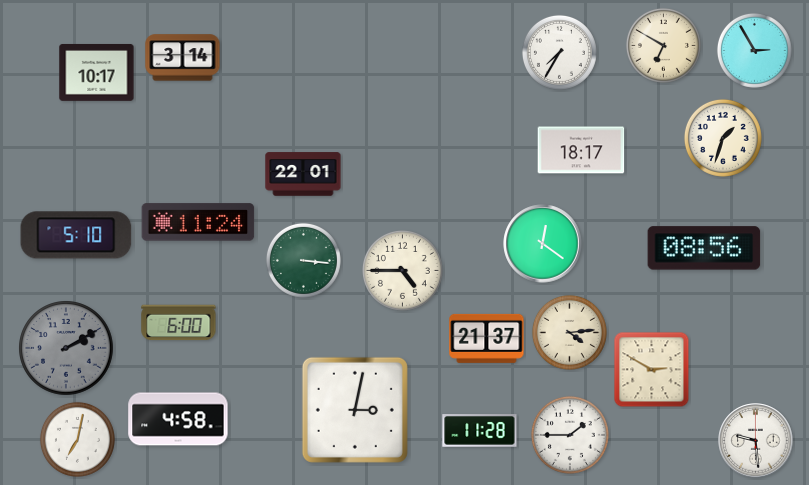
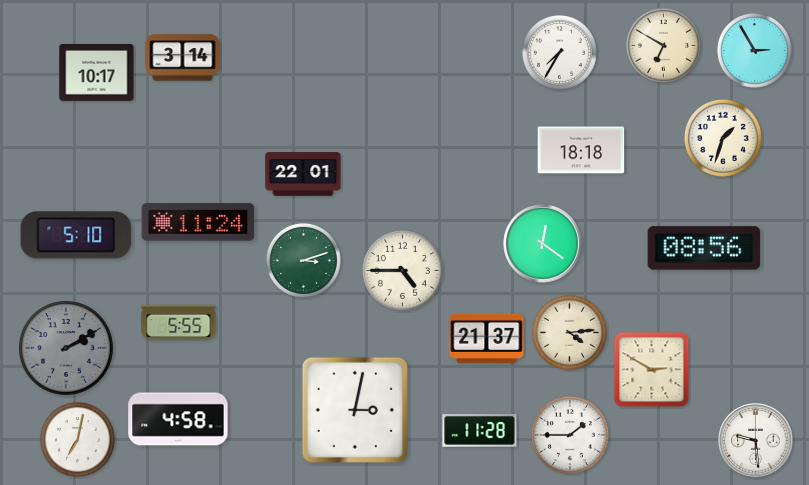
clock at (581, 150): 18:17 -> 18:18
clock at (303, 260): 3:16 -> 3:12
clock at (179, 323): 6:00 -> 5:55
